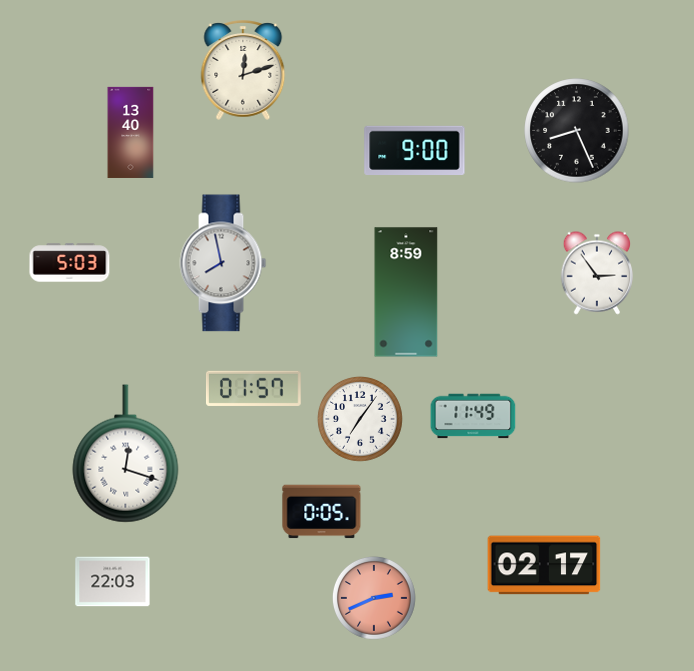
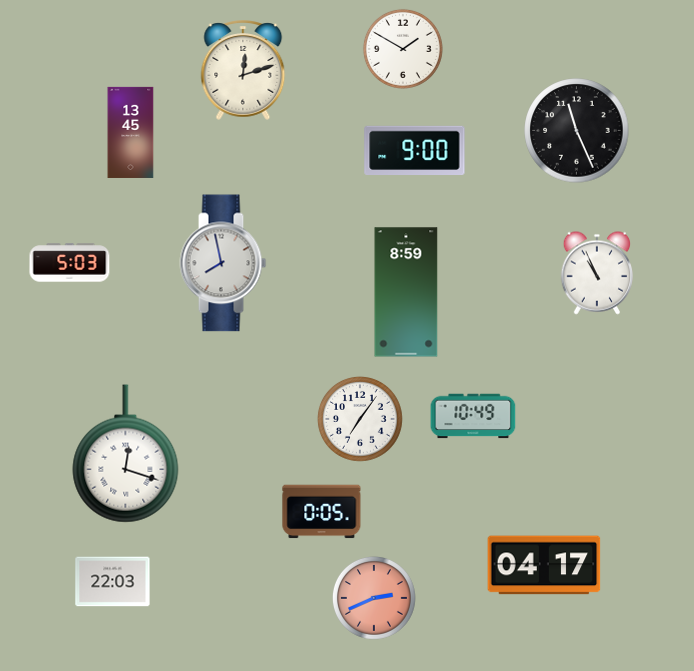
clock at (403, 49): none -> 1:50
clock at (577, 131): 8:26 -> 11:26
clock at (131, 132): 13:40 -> 13:45
clock at (596, 273): 2:54 -> 10:56
clock at (253, 388): 01:57 -> none
clock at (473, 416): 11:49 -> 10:49
clock at (544, 565): 02:17 -> 04:17
